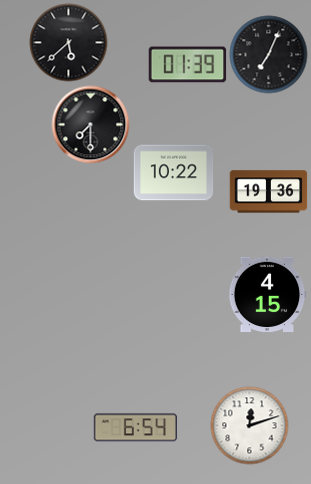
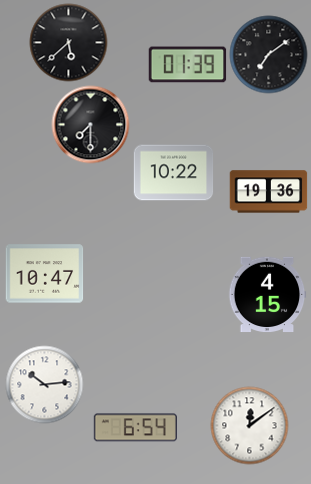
clock at (268, 54): 7:04 -> 7:09
clock at (44, 274): none -> 10:47
clock at (44, 384): none -> 10:14
clock at (249, 425): 12:12 -> 12:09
